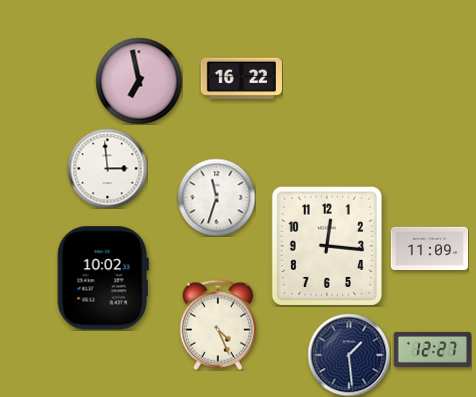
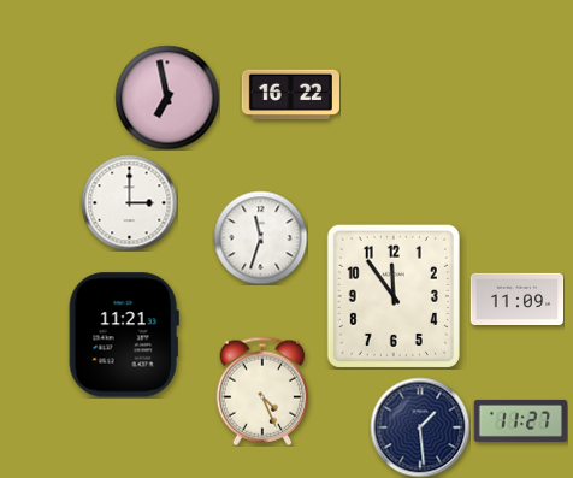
clock at (107, 168): 2:59 -> 3:00
clock at (327, 246): 12:16 -> 11:54
clock at (103, 278): 10:02 -> 11:21
clock at (432, 349): 12:27 -> 11:27
